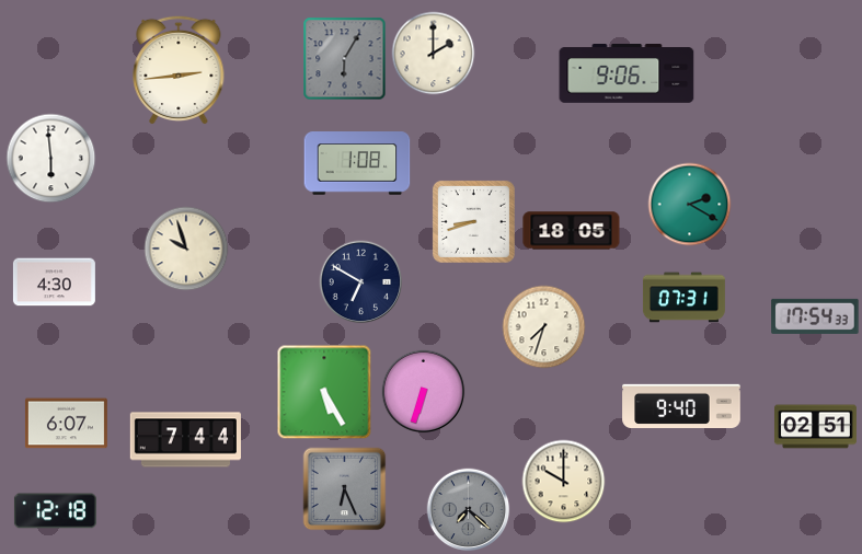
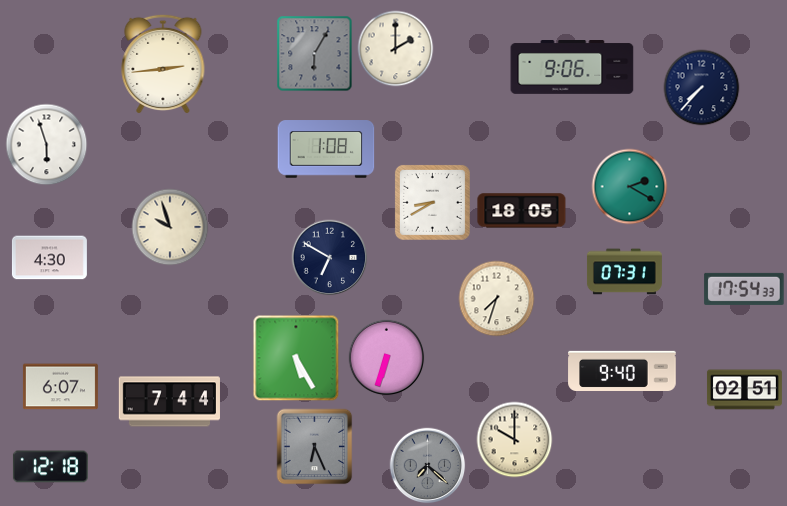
clock at (702, 88): none -> 7:37
clock at (51, 159): 5:59 -> 5:57
clock at (473, 221): 8:42 -> 8:40
